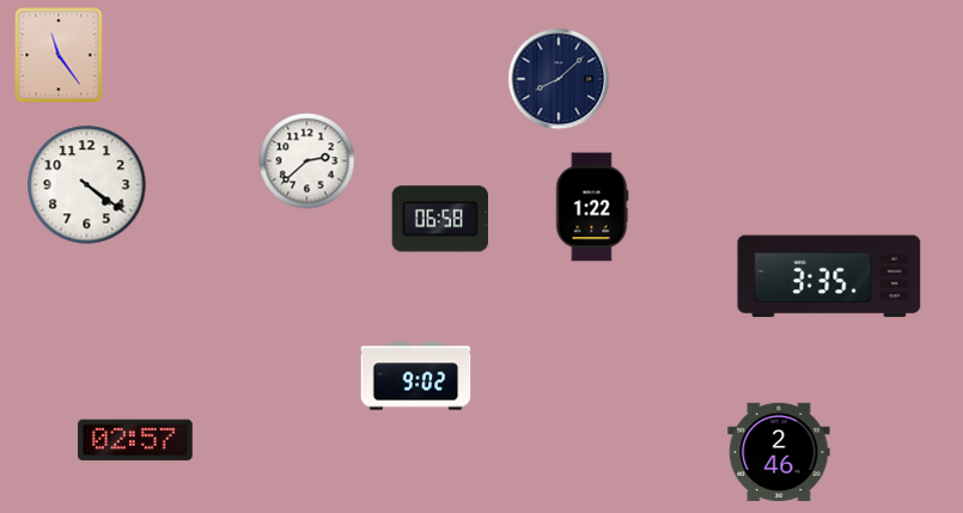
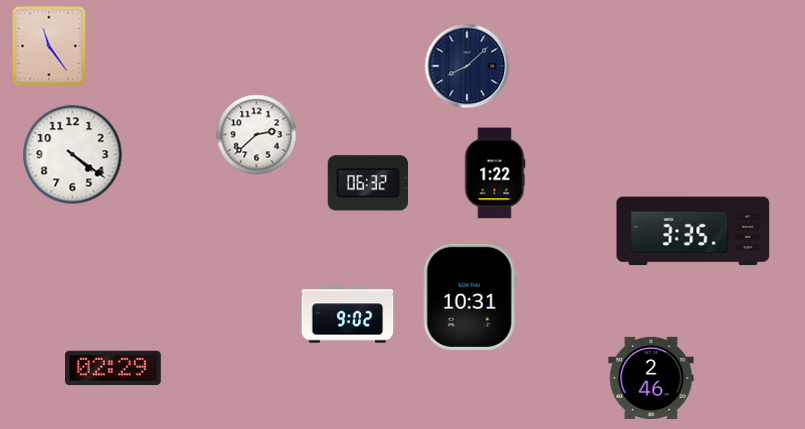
clock at (440, 219): 06:58 -> 06:32
clock at (470, 297): none -> 10:31
clock at (136, 440): 02:57 -> 02:29
